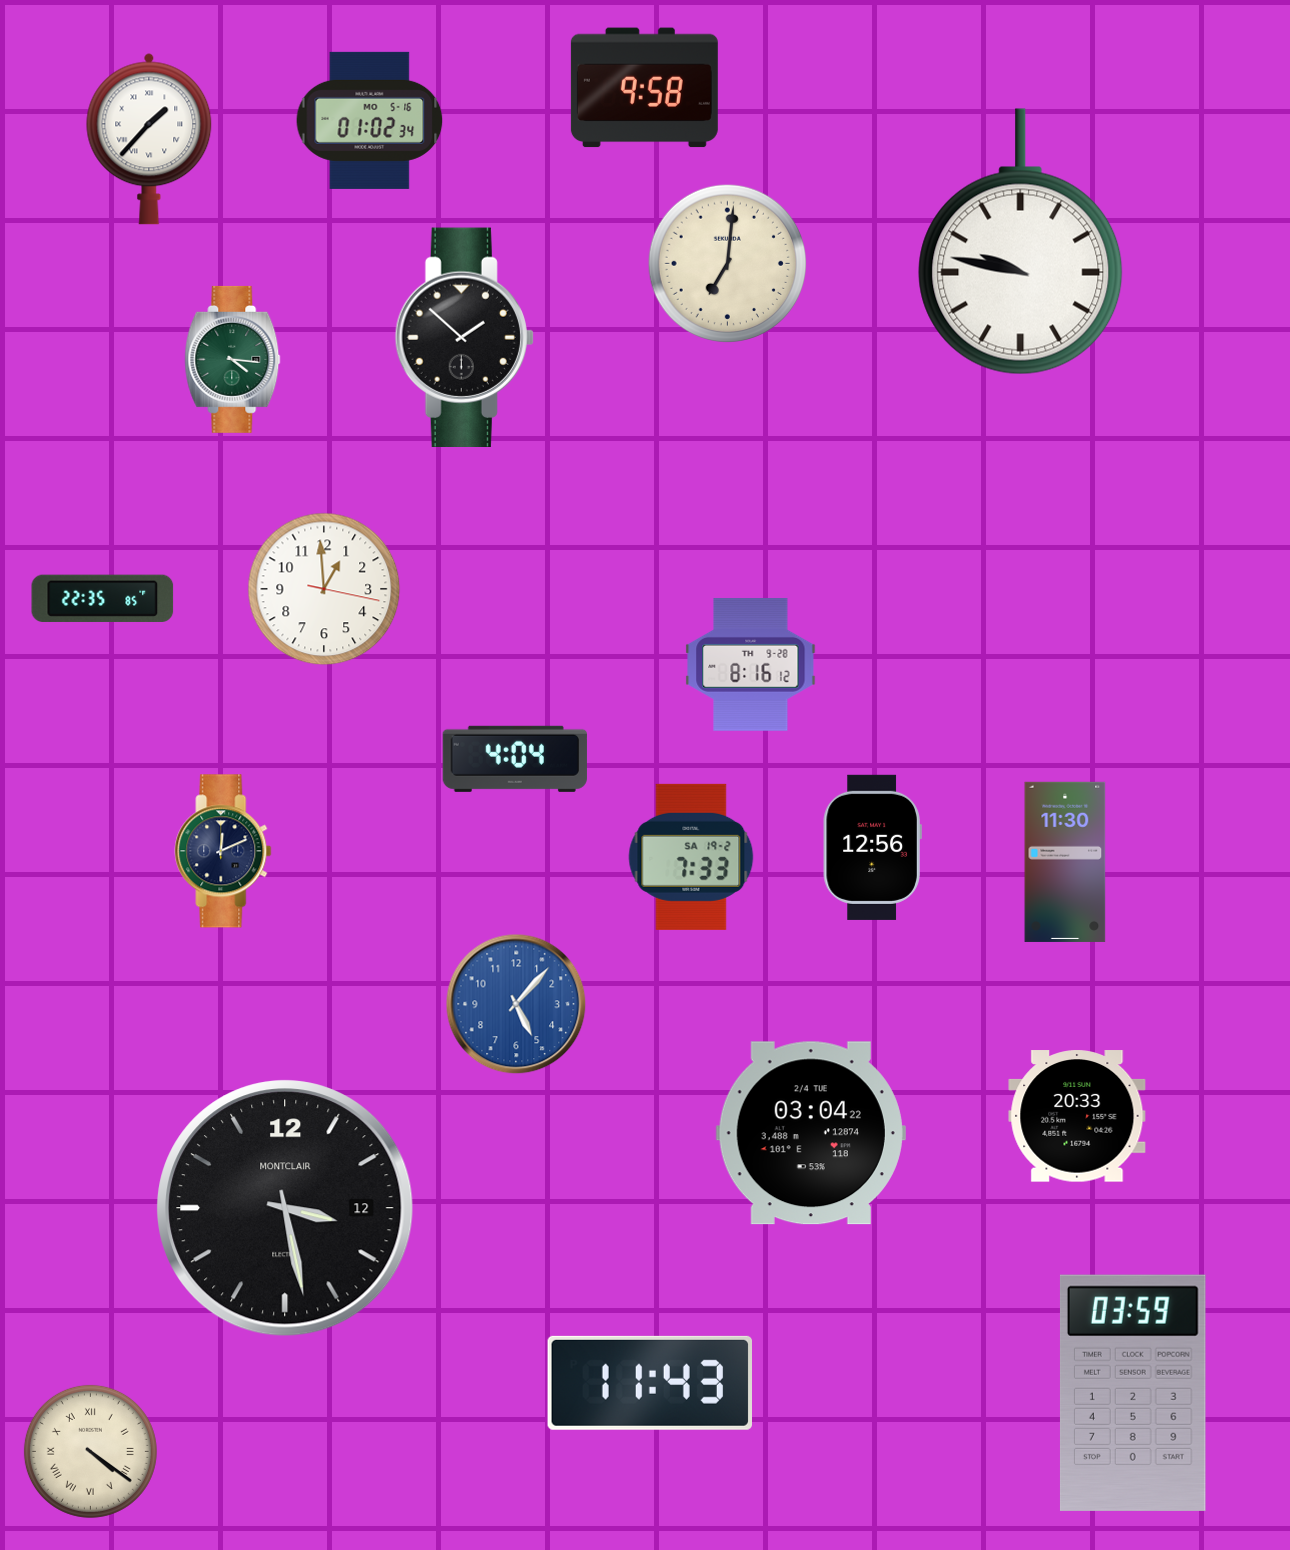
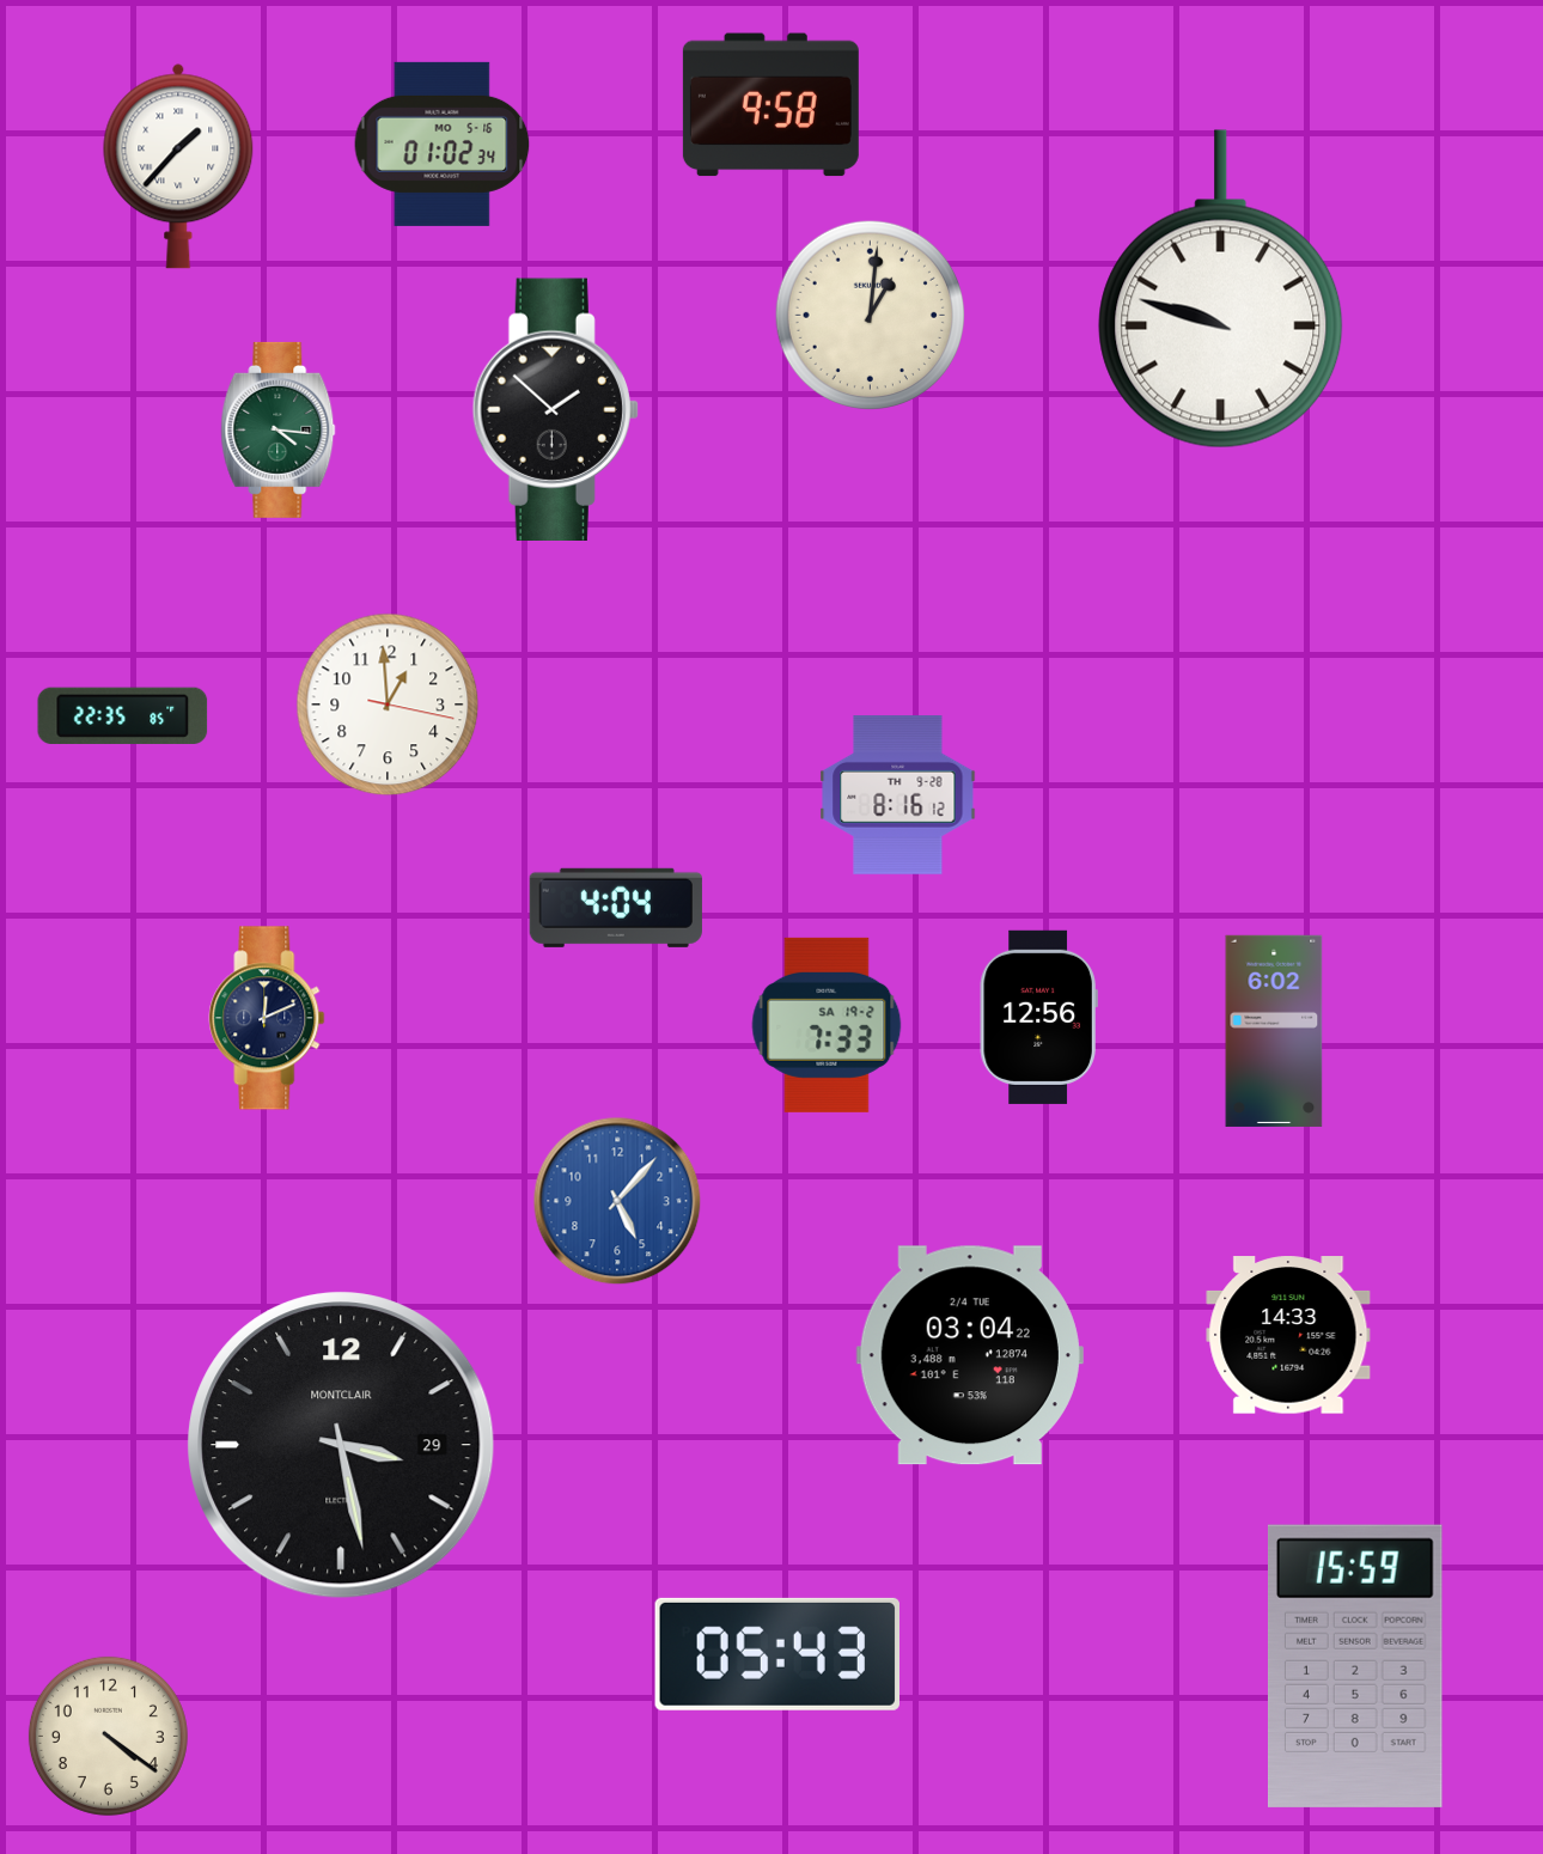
clock at (1021, 242): 9:47 -> 9:48
clock at (727, 263): 7:01 -> 1:01
clock at (464, 338) position: (464, 338) -> (555, 410)
clock at (872, 847) position: (872, 847) -> (1038, 1017)
clock at (1065, 862): 11:30 -> 6:02
clock at (1077, 1116): 20:33 -> 14:33
clock at (285, 1208) date: 12 -> 29
clock at (649, 1383): 11:43 -> 05:43
clock at (1133, 1393): 03:59 -> 15:59
clock at (90, 1451) numerals: Roman -> Arabic
